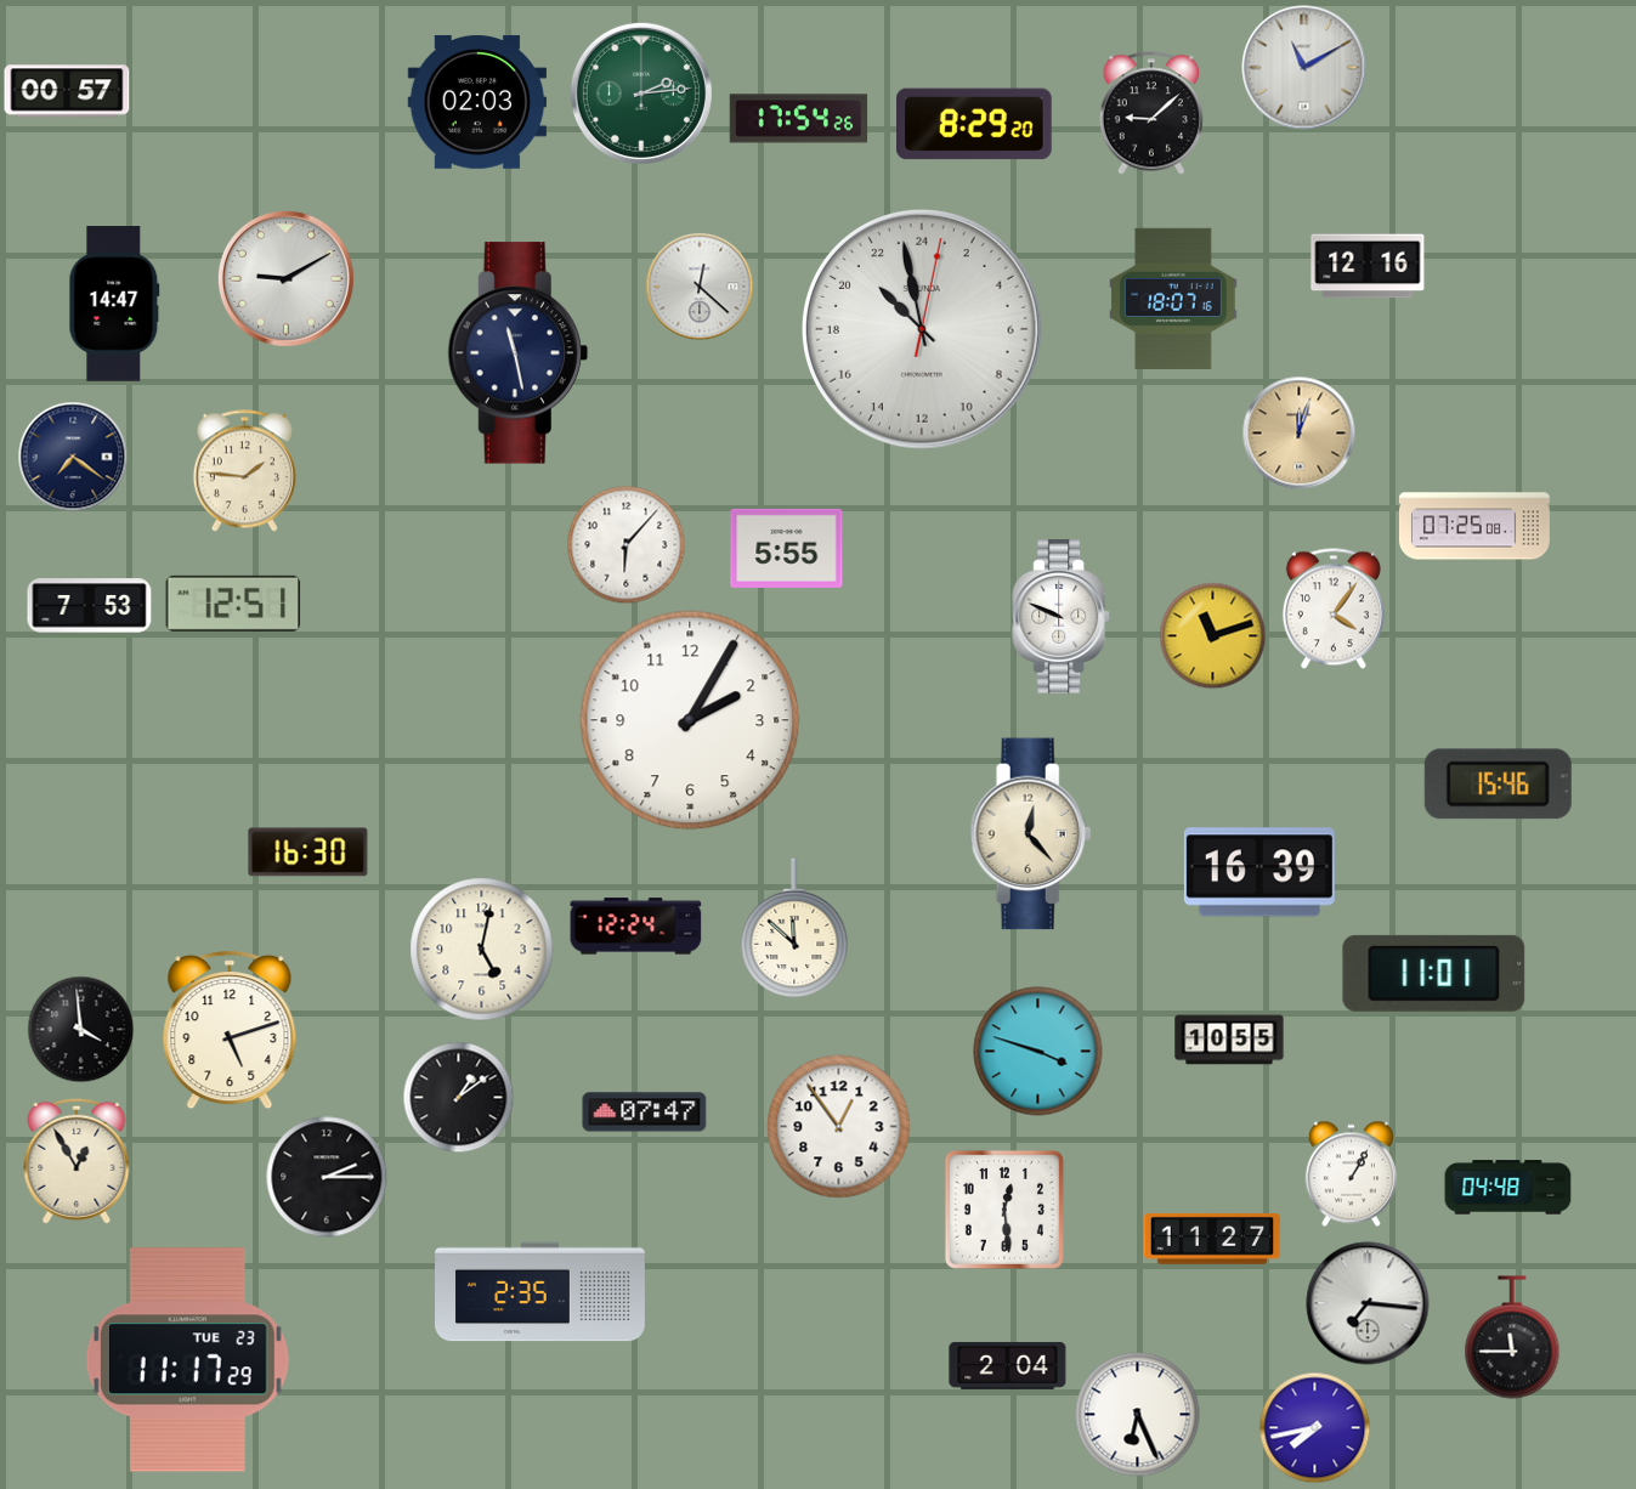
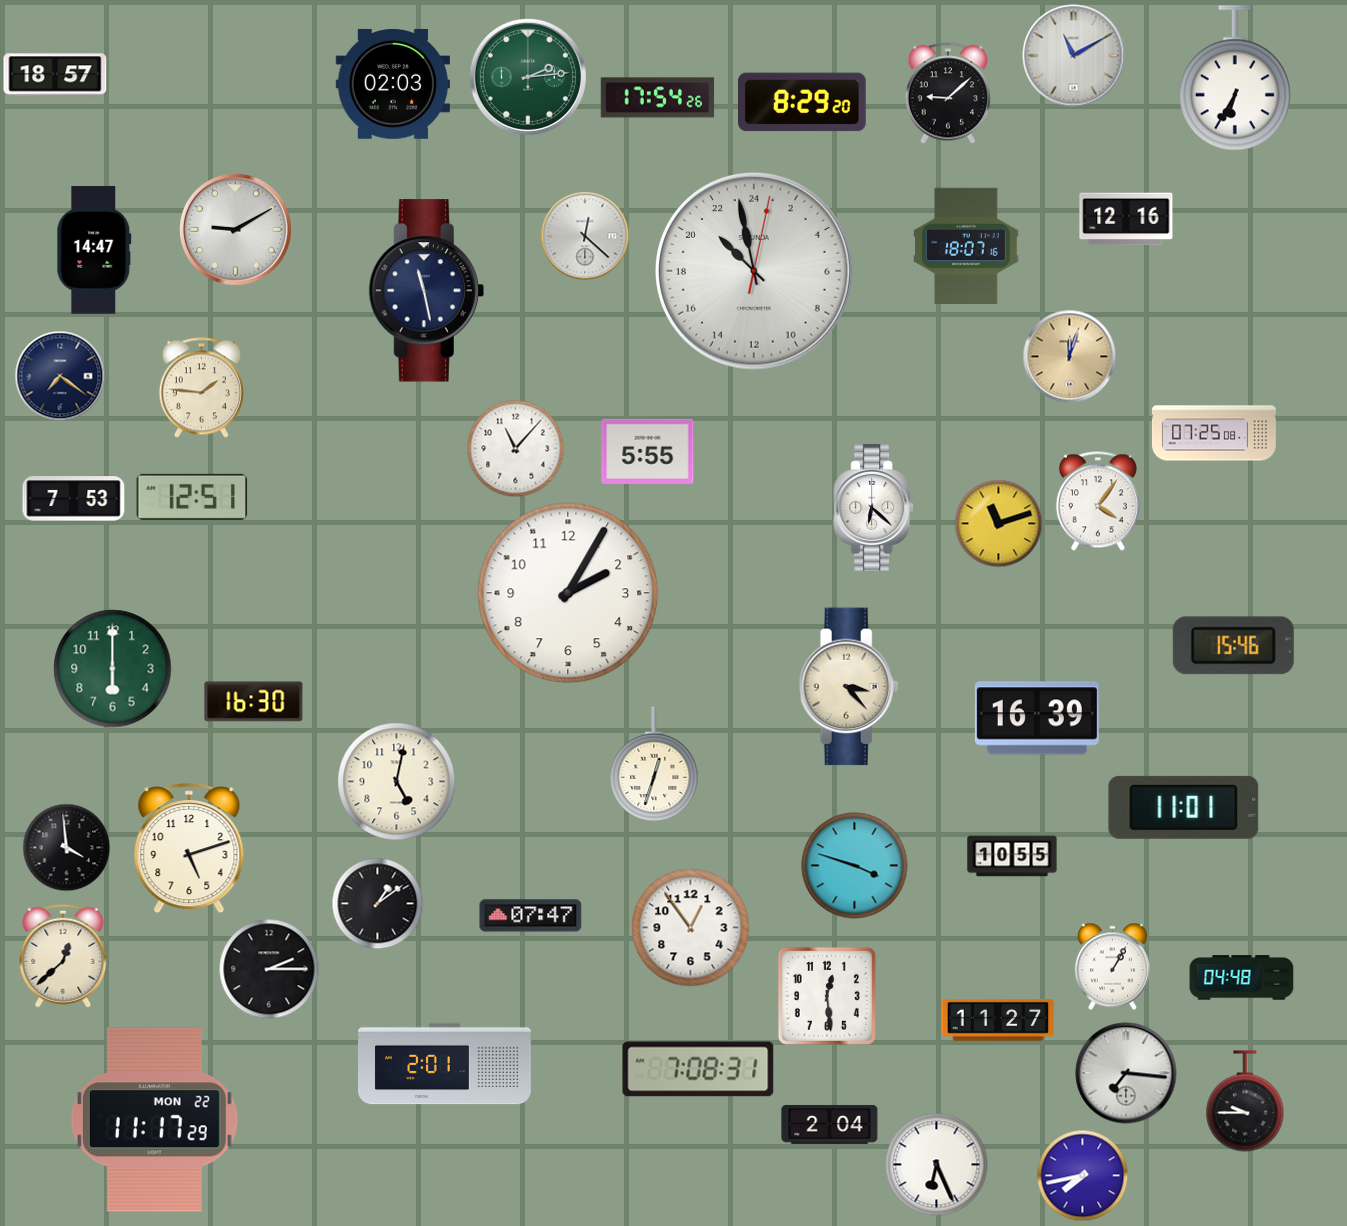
clock at (67, 91): 00:57 -> 18:57
clock at (1235, 78): none -> 6:35
clock at (700, 287) position: (700, 287) -> (585, 236)
clock at (923, 330) position: (923, 330) -> (755, 272)
clock at (625, 544): 6:07 -> 11:07
clock at (1062, 617): 9:49 -> 6:22
clock at (113, 669): none -> 6:00
clock at (1031, 834): 12:23 -> 3:23
clock at (636, 927): 12:24 -> none
clock at (794, 928): 11:52 -> 12:33
clock at (1434, 973) position: (1434, 973) -> (1184, 807)
clock at (77, 1161): 12:55 -> 12:38
clock at (540, 1292): 2:35 -> 2:01
clock at (698, 1069): none -> 7:08
clock at (1512, 1337): 11:45 -> 9:45
clock at (187, 1360) date: TUE 23 -> MON 22
